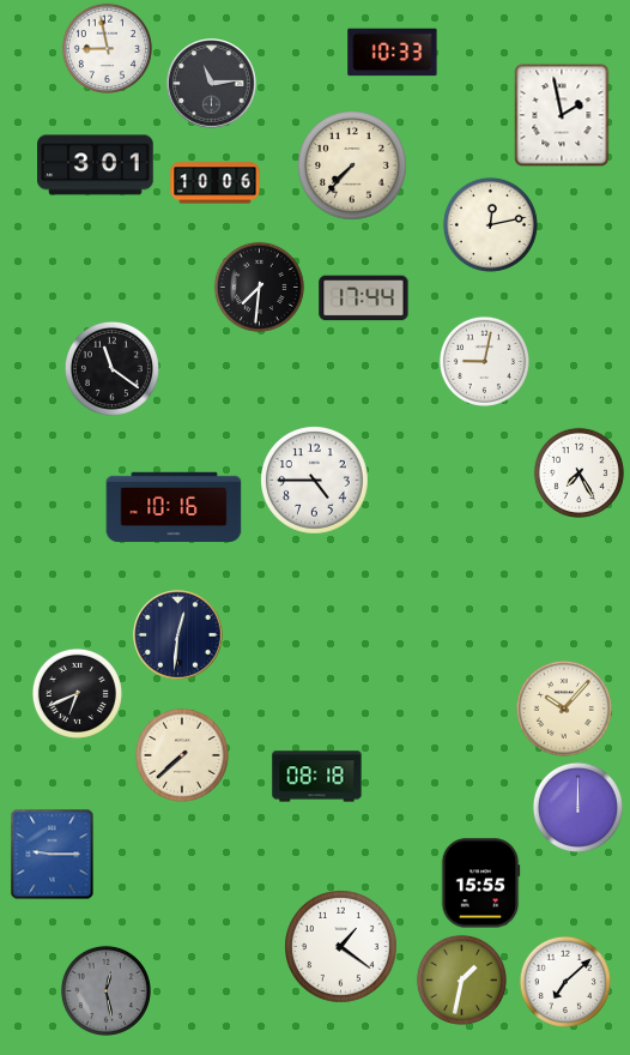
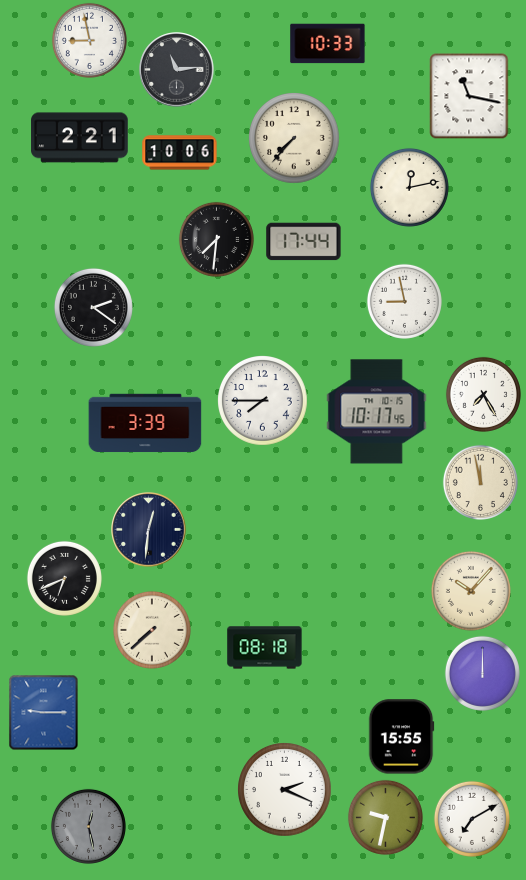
clock at (562, 115): 1:58 -> 11:17
clock at (96, 165): 3:01 -> 2:21
clock at (364, 299) position: (364, 299) -> (304, 242)
clock at (484, 361): 9:02 -> 8:58
clock at (111, 368): 11:21 -> 2:21
clock at (315, 481): 4:45 -> 7:45
clock at (377, 412): none -> 10:17
clock at (174, 507): 10:16 -> 3:39
clock at (480, 482): none -> 11:58
clock at (341, 947): 1:21 -> 2:19
clock at (461, 979): 1:32 -> 9:32
clock at (565, 982): 7:08 -> 7:10
